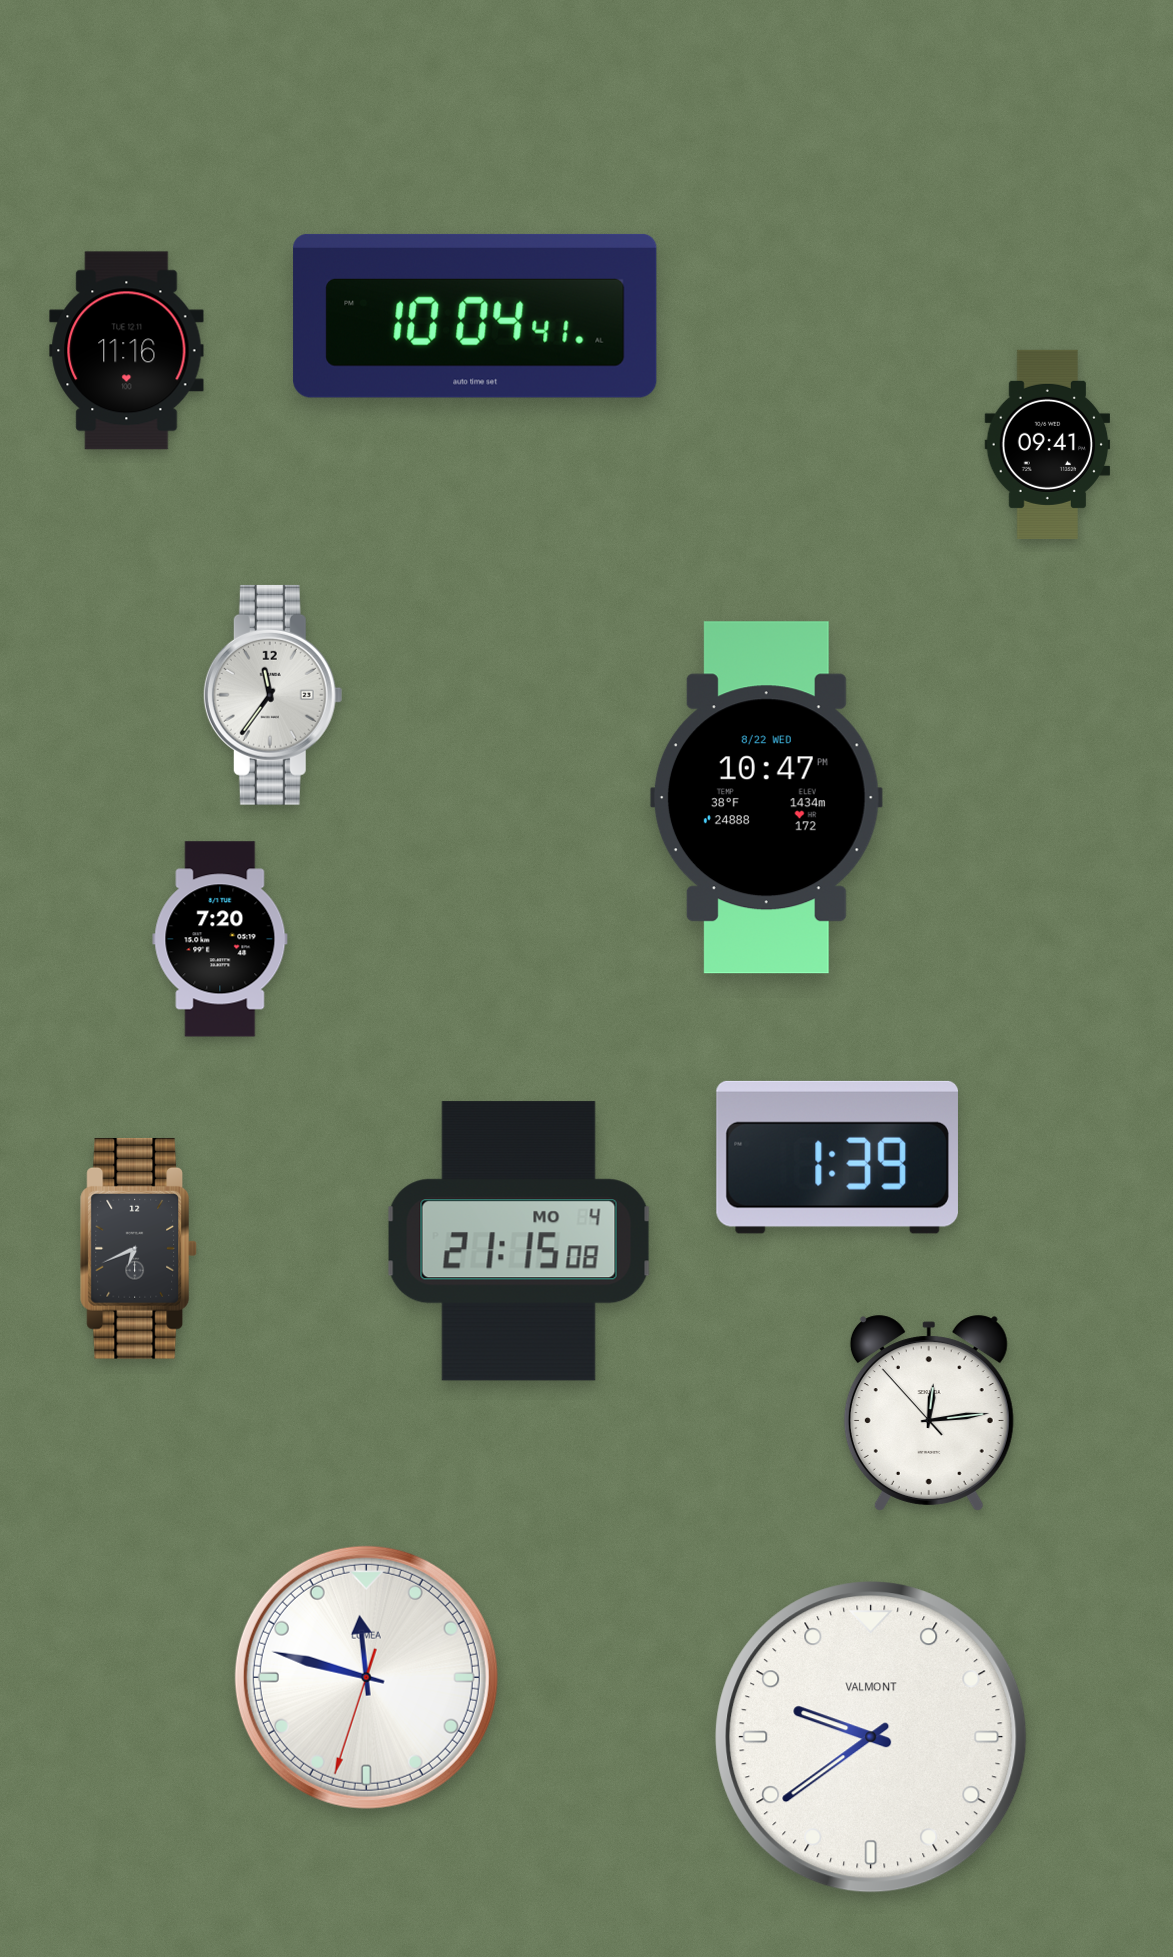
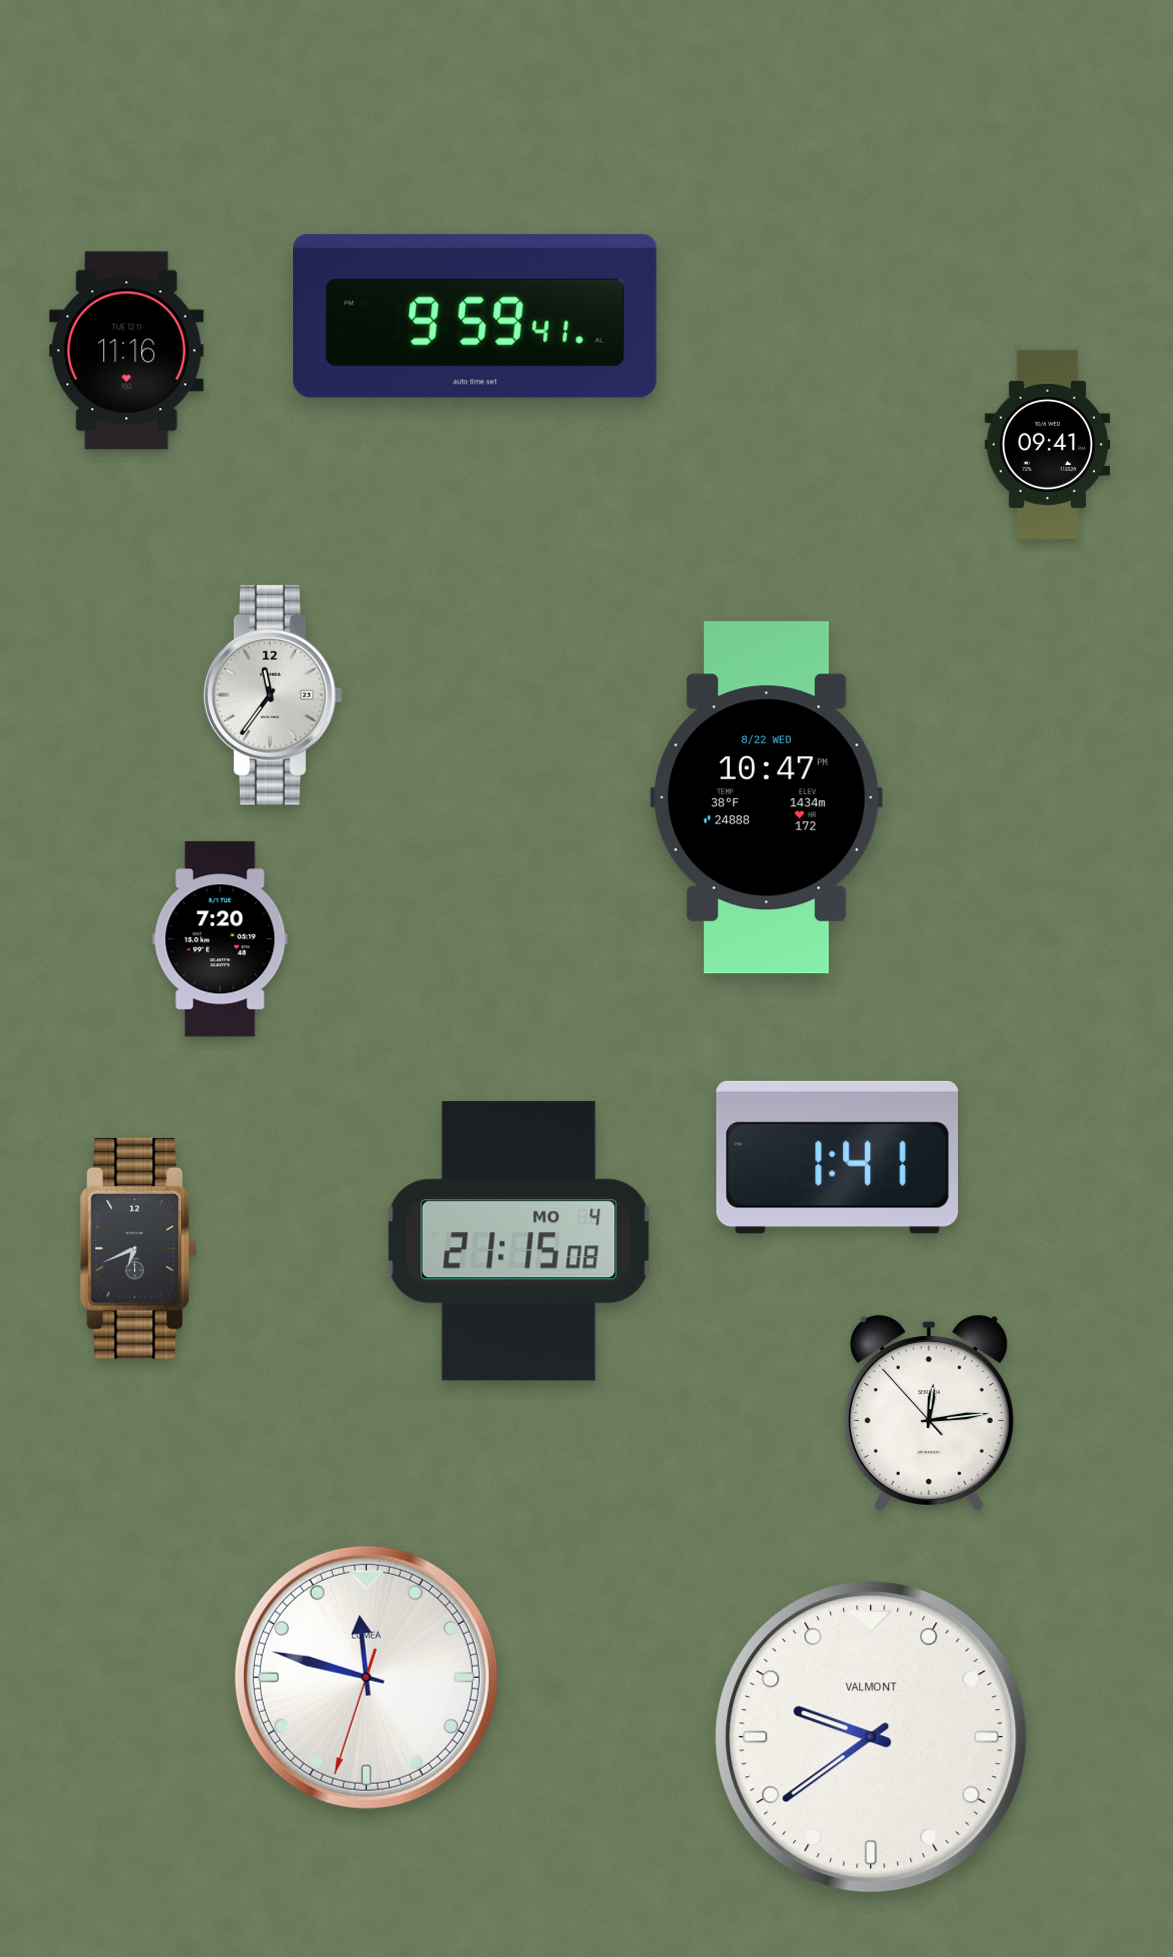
clock at (475, 316): 10:04 -> 9:59
clock at (837, 1157): 1:39 -> 1:41
